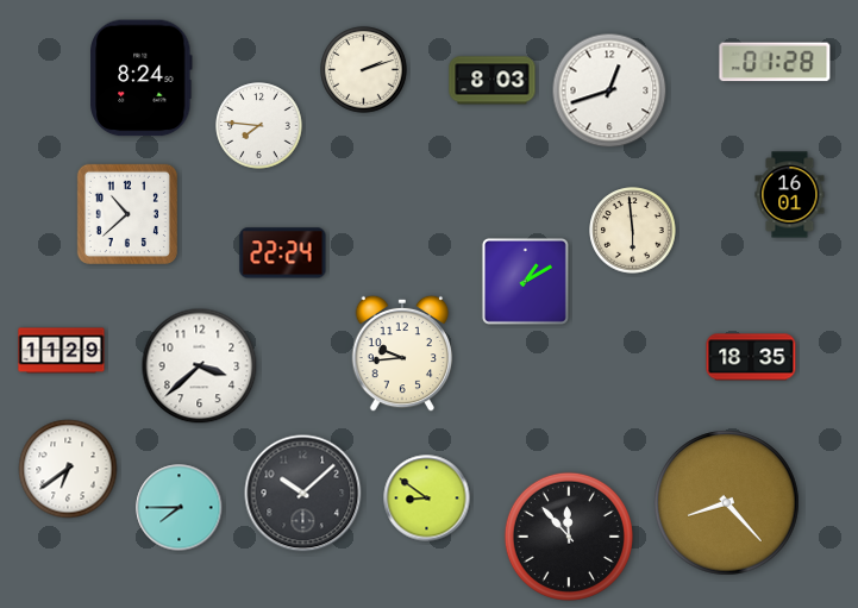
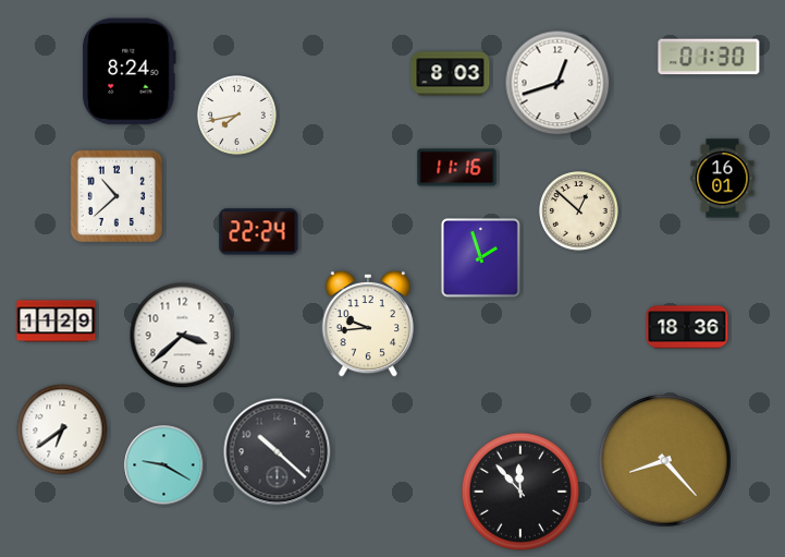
clock at (775, 62): 01:28 -> 01:30
clock at (364, 70): 2:12 -> none
clock at (259, 126): 7:46 -> 7:43
clock at (457, 168): none -> 11:16
clock at (633, 231): 5:59 -> 12:52
clock at (525, 281): 1:10 -> 1:57
clock at (751, 357): 18:35 -> 18:36
clock at (303, 494): 10:08 -> 10:22
clock at (427, 499): 8:51 -> none
clock at (180, 508): 7:45 -> 9:20
